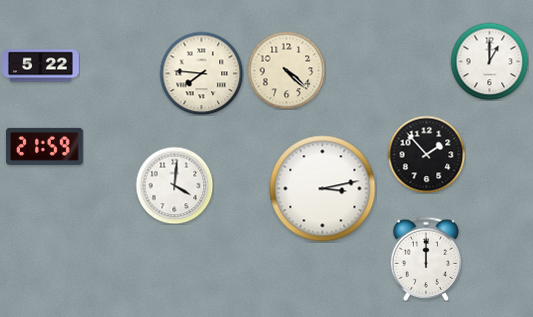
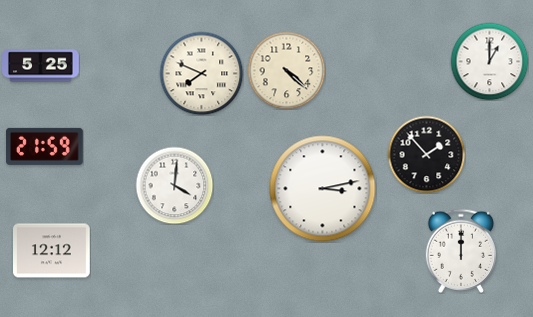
clock at (41, 66): 5:22 -> 5:25
clock at (201, 73): 7:46 -> 7:49
clock at (52, 251): none -> 12:12
clock at (425, 259) position: (425, 259) -> (460, 251)
